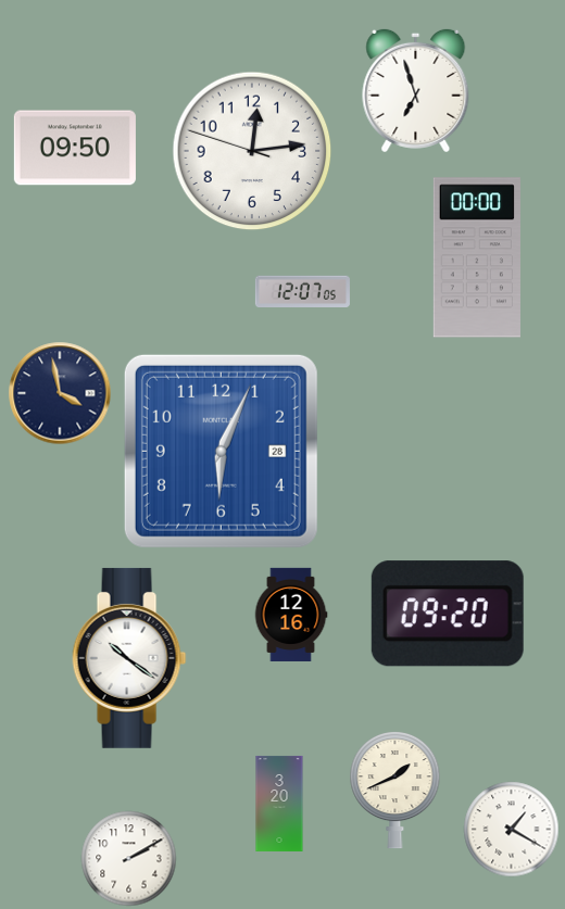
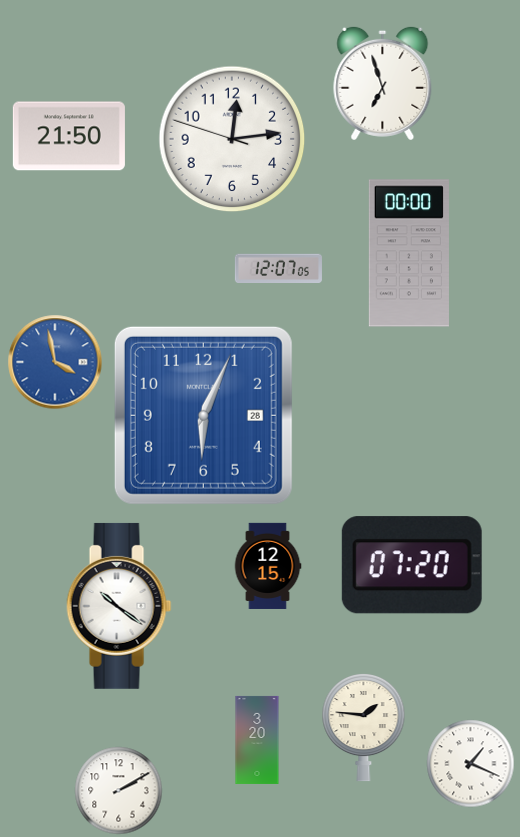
clock at (75, 148): 09:50 -> 21:50
clock at (477, 257) position: (477, 257) -> (409, 253)
clock at (60, 393) dial: navy -> blue
clock at (448, 614): 09:20 -> 07:20
clock at (291, 615): 12:16 -> 12:15
clock at (395, 791): 1:41 -> 1:46
clock at (512, 830): 1:20 -> 1:19
